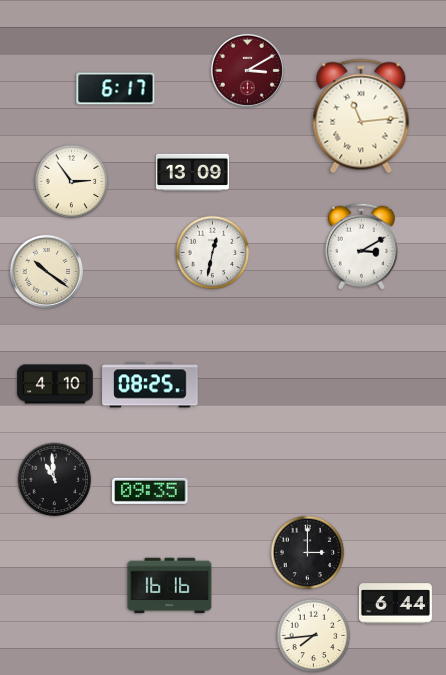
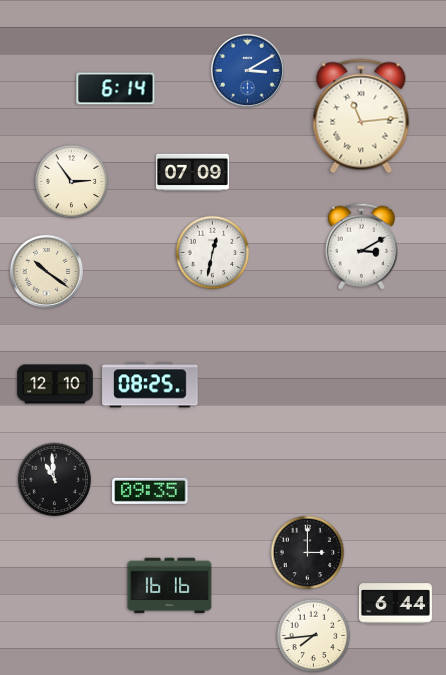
clock at (247, 70) dial: burgundy -> blue
clock at (116, 89): 6:17 -> 6:14
clock at (193, 172): 13:09 -> 07:09
clock at (55, 384): 4:10 -> 12:10
